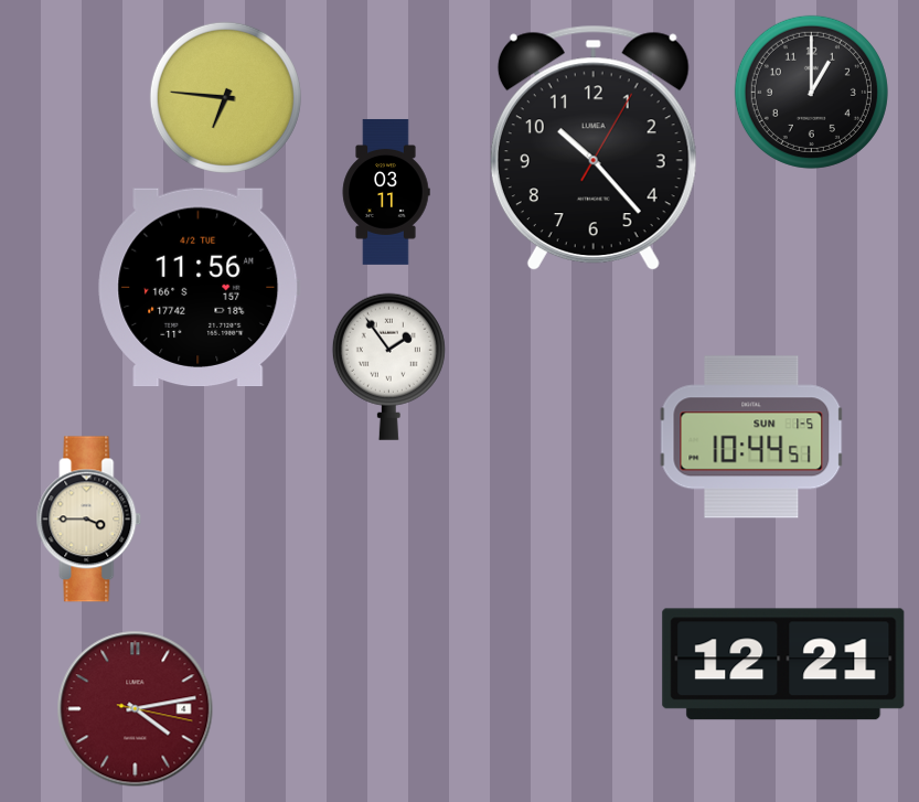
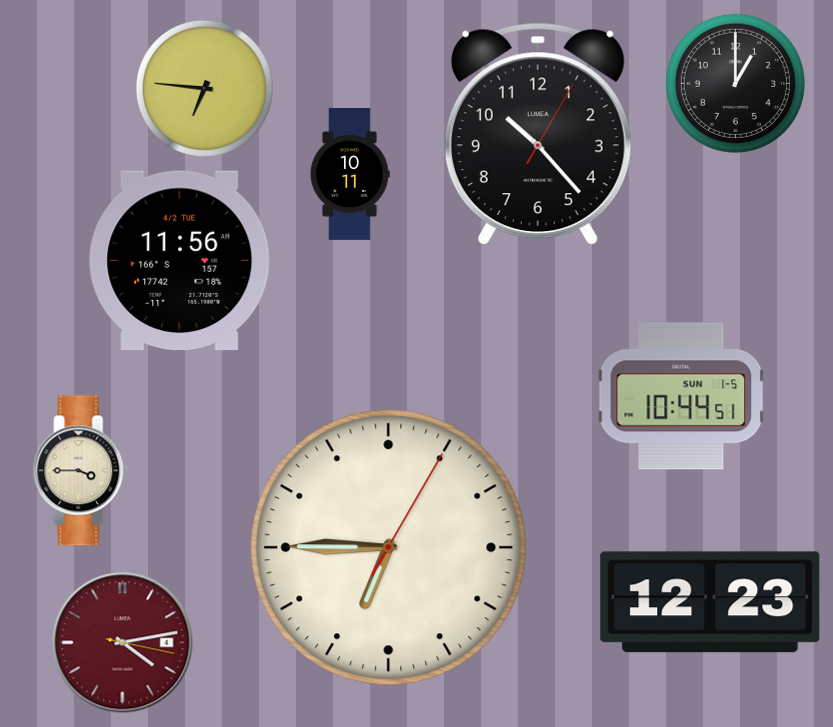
clock at (386, 192): 03:11 -> 10:11
clock at (388, 366): 1:54 -> none
clock at (389, 548): none -> 6:45
clock at (783, 664): 12:21 -> 12:23
